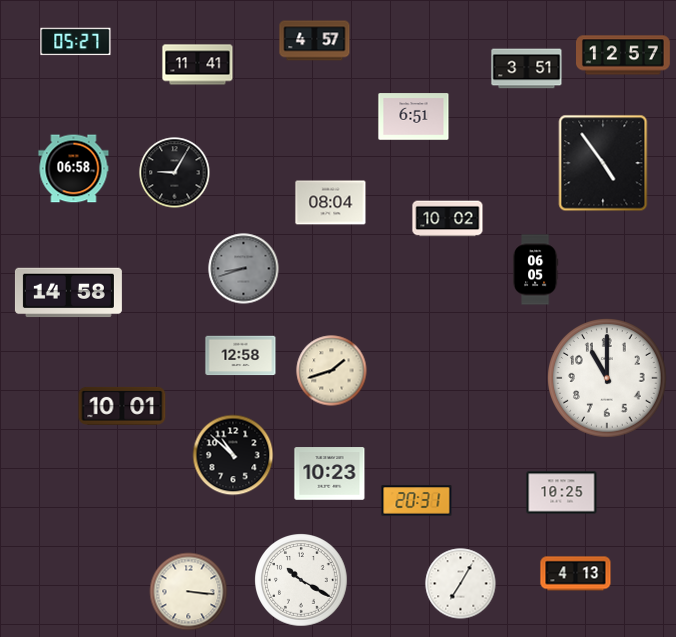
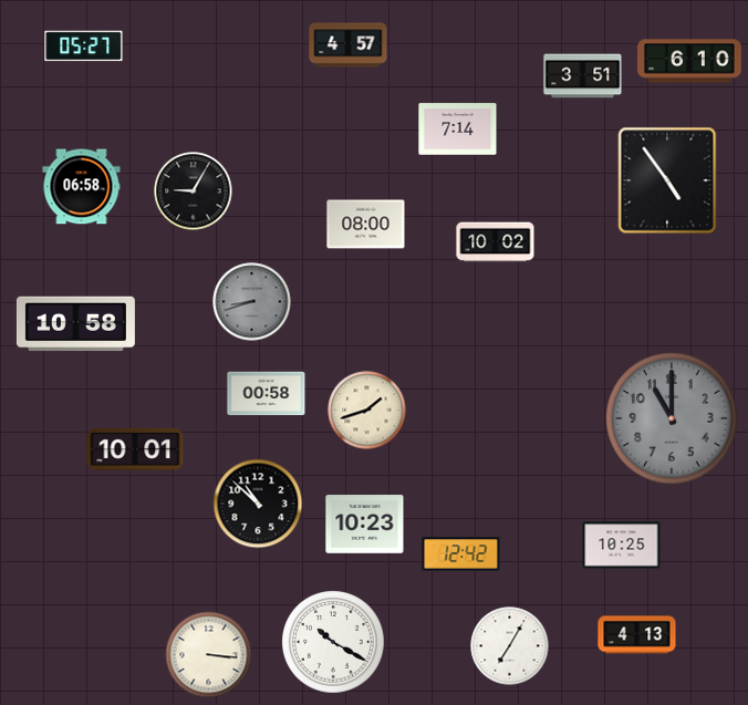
clock at (623, 55): 12:57 -> 6:10
clock at (198, 65): 11:41 -> none
clock at (414, 117): 6:51 -> 7:14
clock at (331, 203): 08:04 -> 08:00
clock at (244, 269) position: (244, 269) -> (252, 302)
clock at (535, 270): 06:05 -> none
clock at (68, 293): 14:58 -> 10:58
clock at (241, 356): 12:58 -> 00:58
clock at (608, 379) dial: white -> grey
clock at (417, 501): 20:31 -> 12:42
